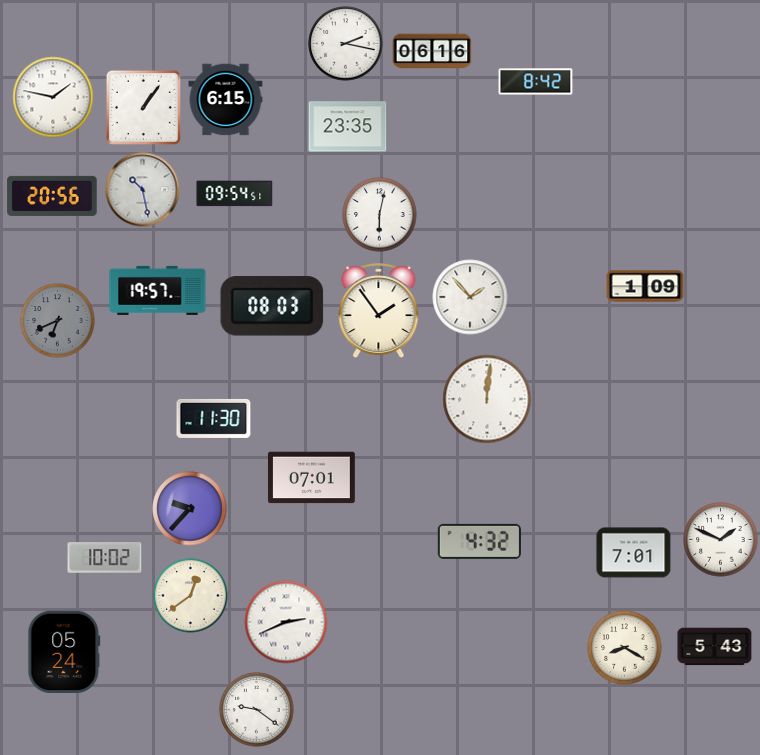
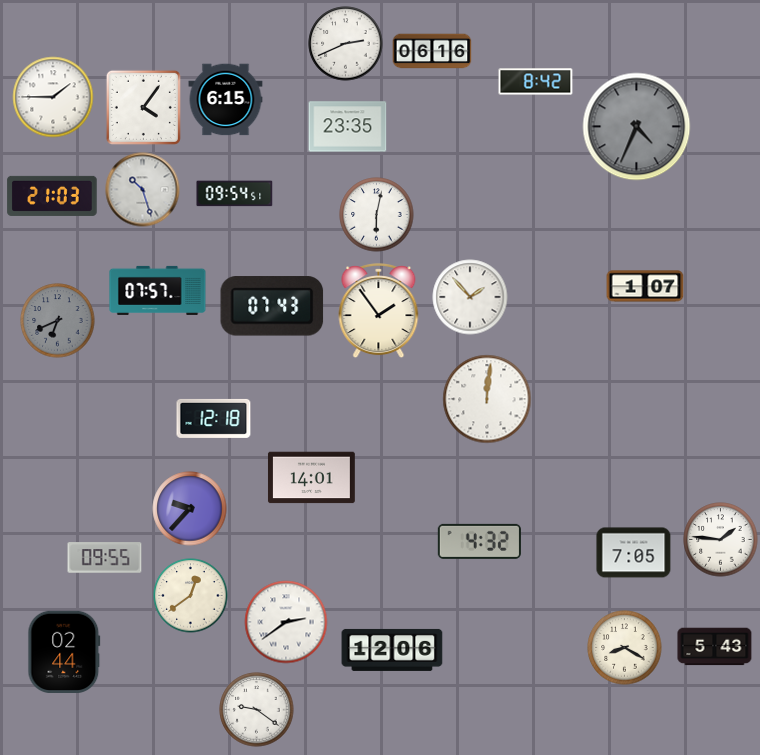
clock at (346, 44): 2:17 -> 2:41
clock at (53, 97): 1:47 -> 1:45
clock at (143, 107): 1:06 -> 4:06
clock at (637, 127): none -> 4:34
clock at (143, 190): 10:28 -> 10:27
clock at (52, 196): 20:56 -> 21:03
clock at (380, 215) position: (380, 215) -> (377, 215)
clock at (645, 286): 1:09 -> 1:07
clock at (158, 290): 19:57 -> 07:57
clock at (272, 306): 08:03 -> 07:43
clock at (214, 418): 11:30 -> 12:18
clock at (311, 478): 07:01 -> 14:01
clock at (721, 540): 1:49 -> 1:46
clock at (634, 553): 7:01 -> 7:05
clock at (105, 558): 10:02 -> 09:55
clock at (286, 622): 2:41 -> 2:39
clock at (392, 650): none -> 12:06
clock at (64, 651): 05:24 -> 02:44
